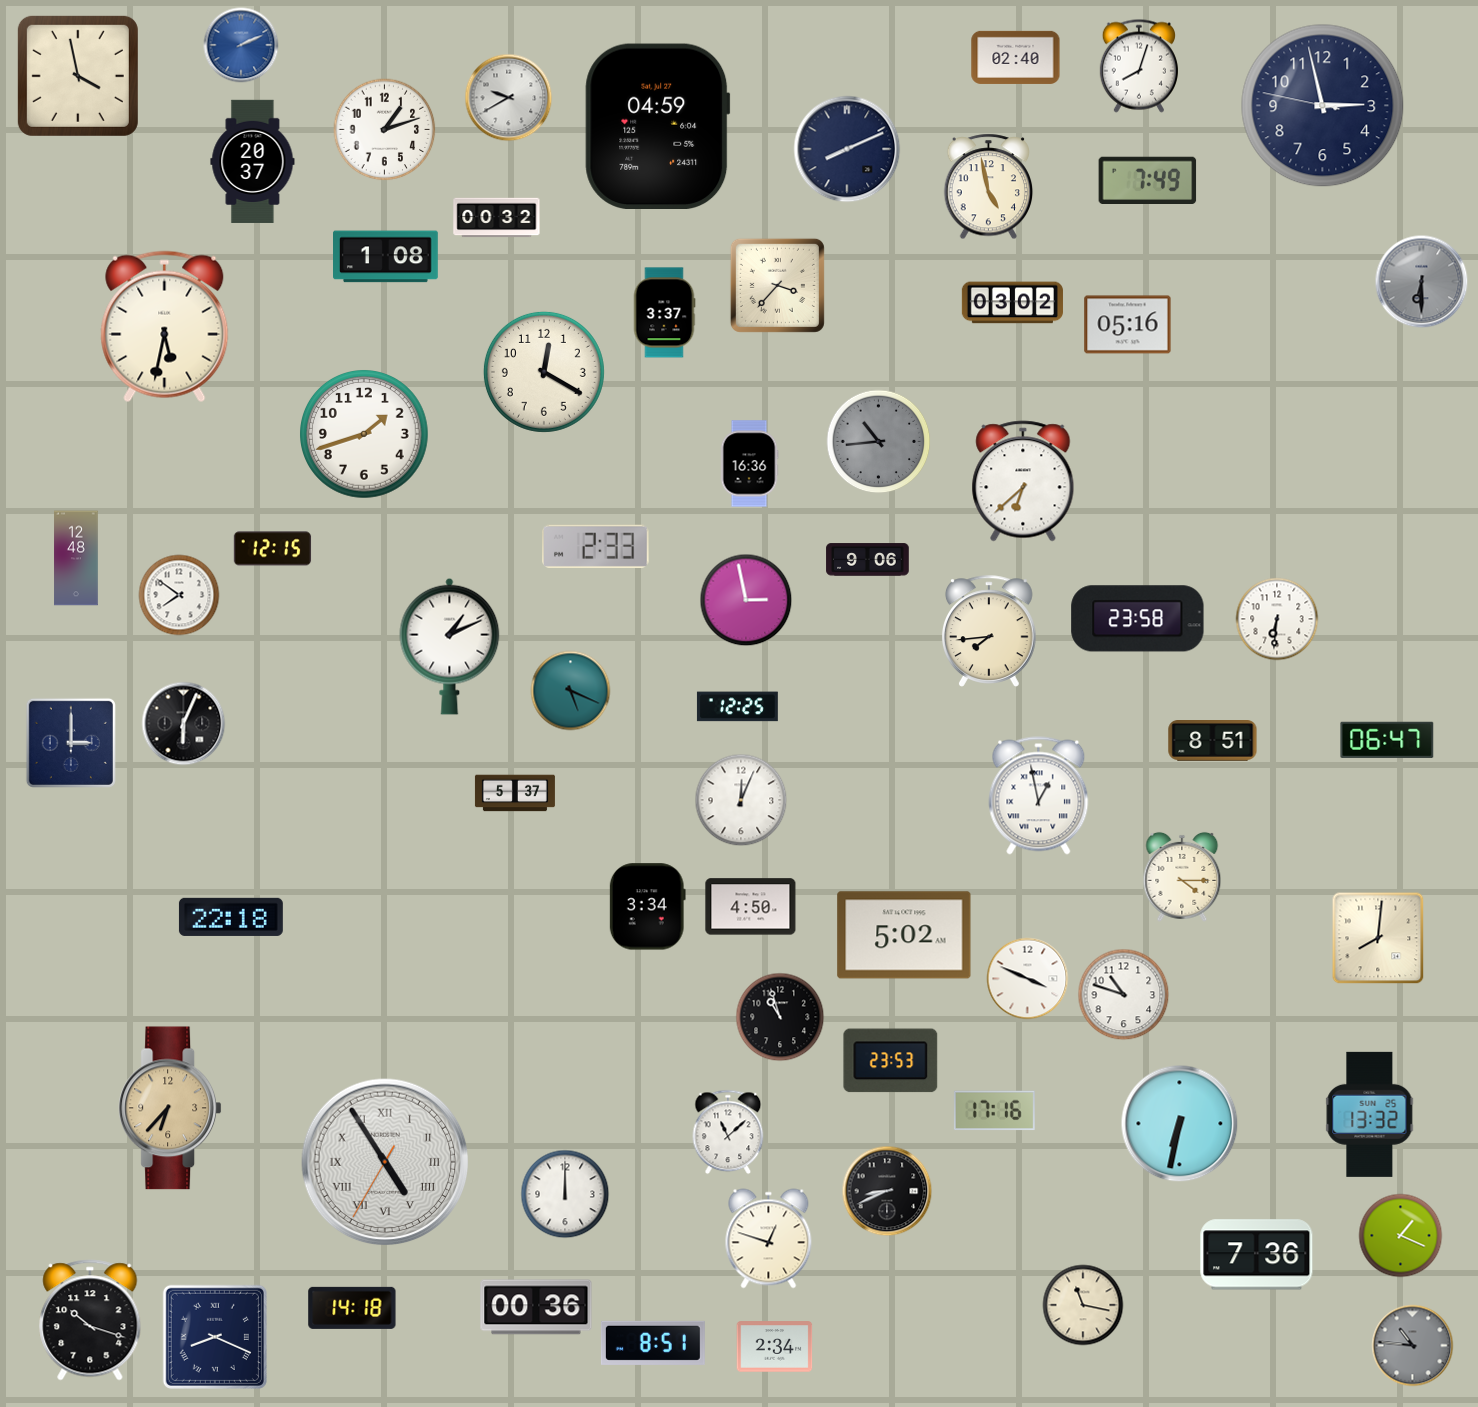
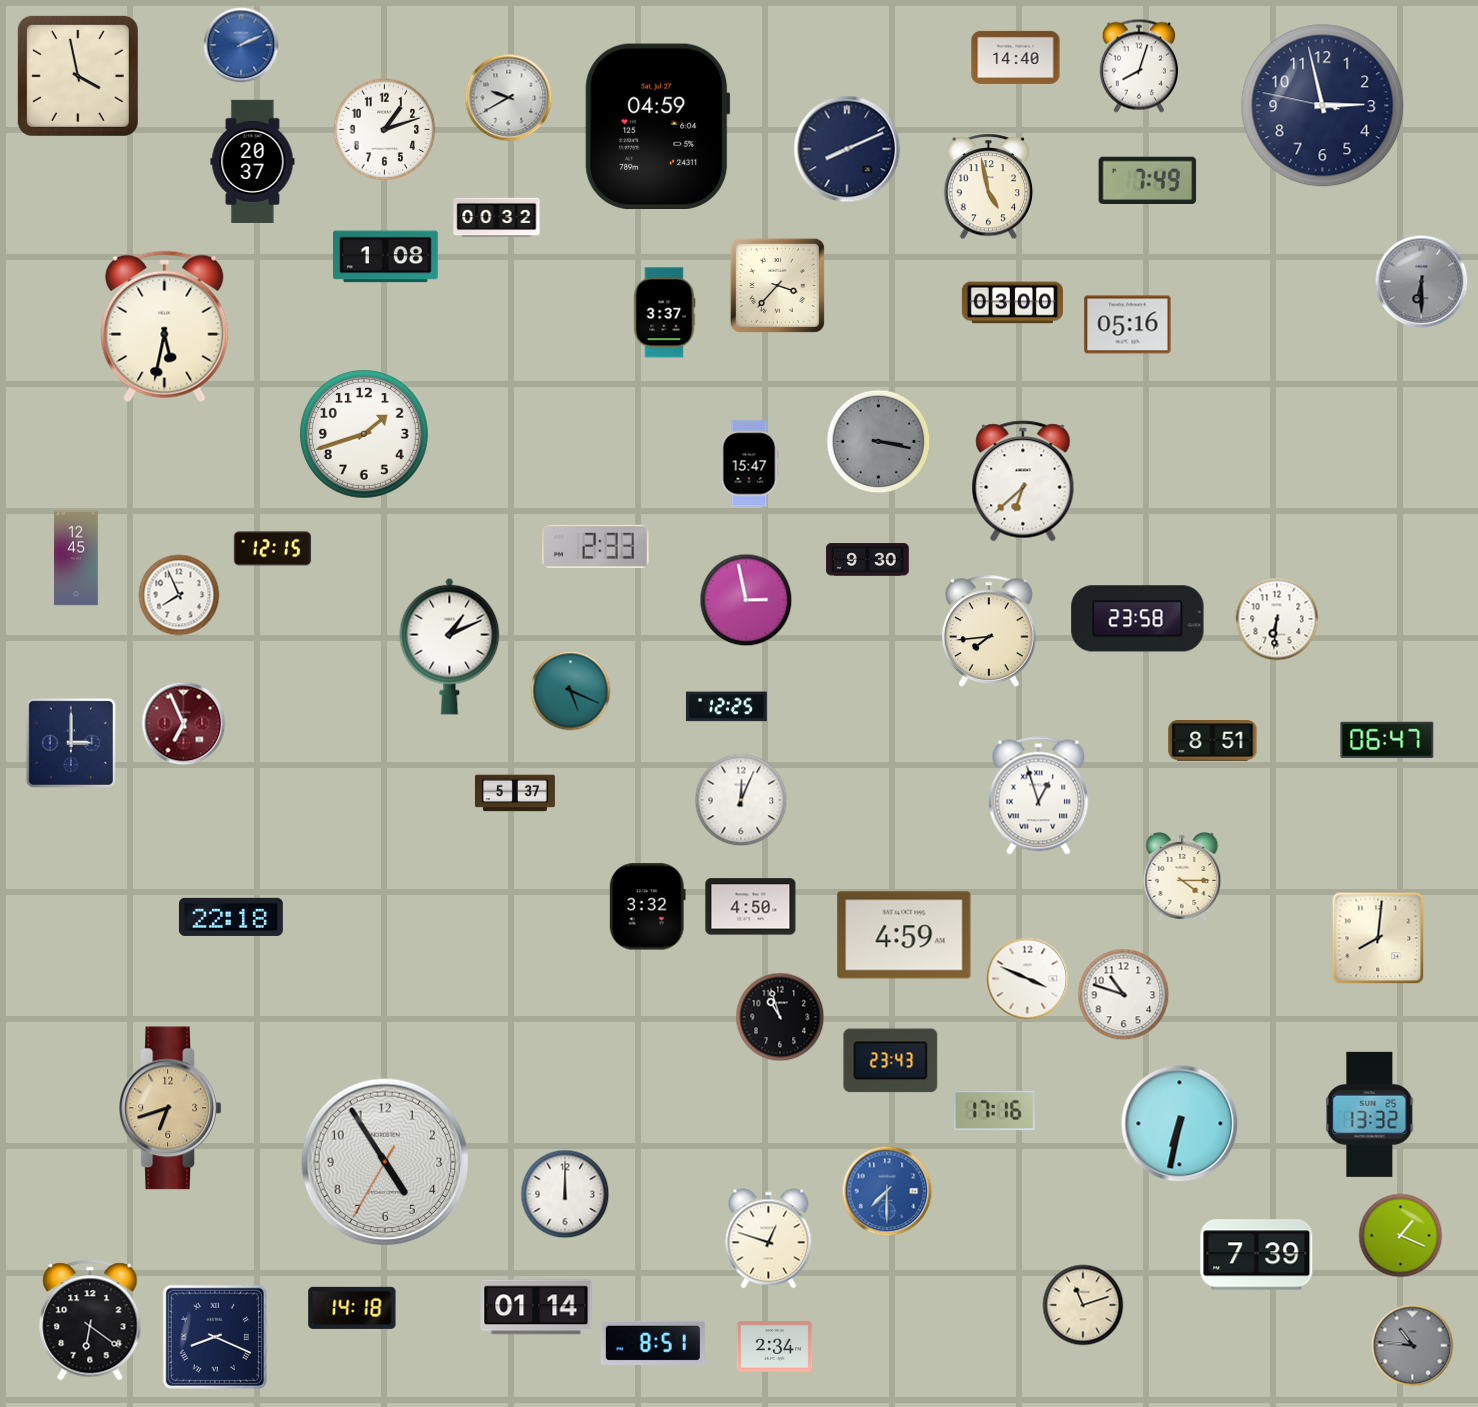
clock at (1016, 57): 02:40 -> 14:40
clock at (1012, 303): 03:02 -> 03:00
clock at (544, 372): 12:20 -> none
clock at (879, 442): 10:44 -> 3:17
clock at (749, 464): 16:36 -> 15:47
clock at (76, 558): 12:48 -> 12:45
clock at (868, 560): 9:06 -> 9:30
clock at (179, 595): 7:51 -> 7:56
clock at (737, 707) position: (737, 707) -> (726, 707)
clock at (184, 724): 6:04 -> 6:56
clock at (184, 724) dial: black -> burgundy
clock at (1039, 796): 12:58 -> 12:57
clock at (647, 907): 3:34 -> 3:32
clock at (904, 935): 5:02 -> 4:59
clock at (891, 1061): 23:53 -> 23:43
clock at (170, 1108): 6:37 -> 6:42
clock at (728, 1132): 11:08 -> none
clock at (385, 1162) numerals: Roman -> Arabic
clock at (887, 1191): 8:41 -> 7:30
clock at (887, 1191) dial: black -> blue
clock at (1257, 1255): 7:36 -> 7:39
clock at (1083, 1305): 11:17 -> 11:12
clock at (536, 1307): 00:36 -> 01:14
clock at (90, 1320): 10:18 -> 6:21
